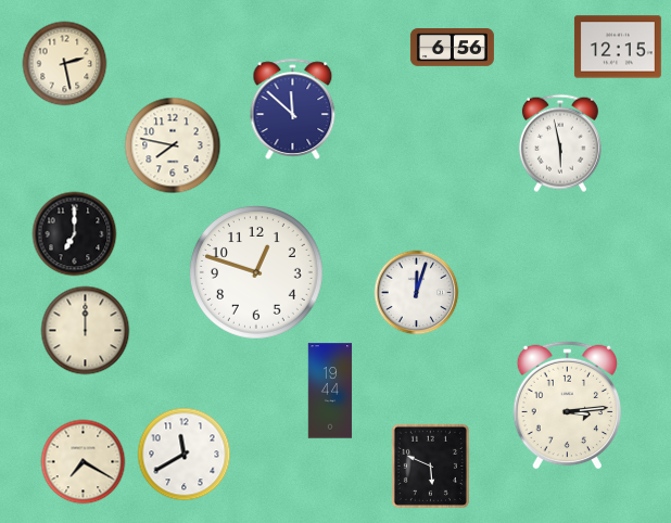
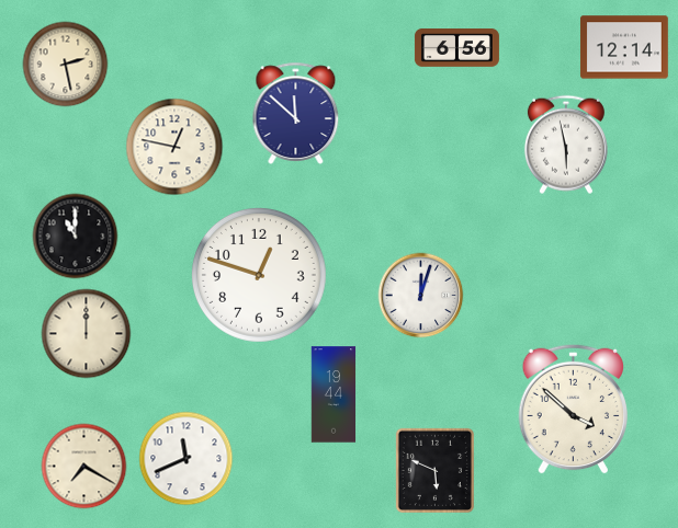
clock at (618, 47): 12:15 -> 12:14
clock at (293, 109) position: (293, 109) -> (296, 113)
clock at (173, 145): 7:47 -> 12:47
clock at (74, 233): 7:00 -> 11:00
clock at (568, 405): 3:14 -> 3:52
clock at (183, 454): 11:40 -> 11:41
